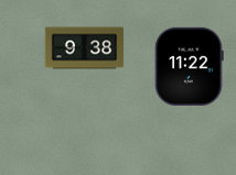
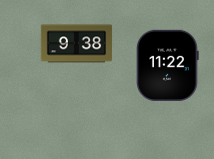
clock at (190, 66) position: (190, 66) -> (168, 65)
